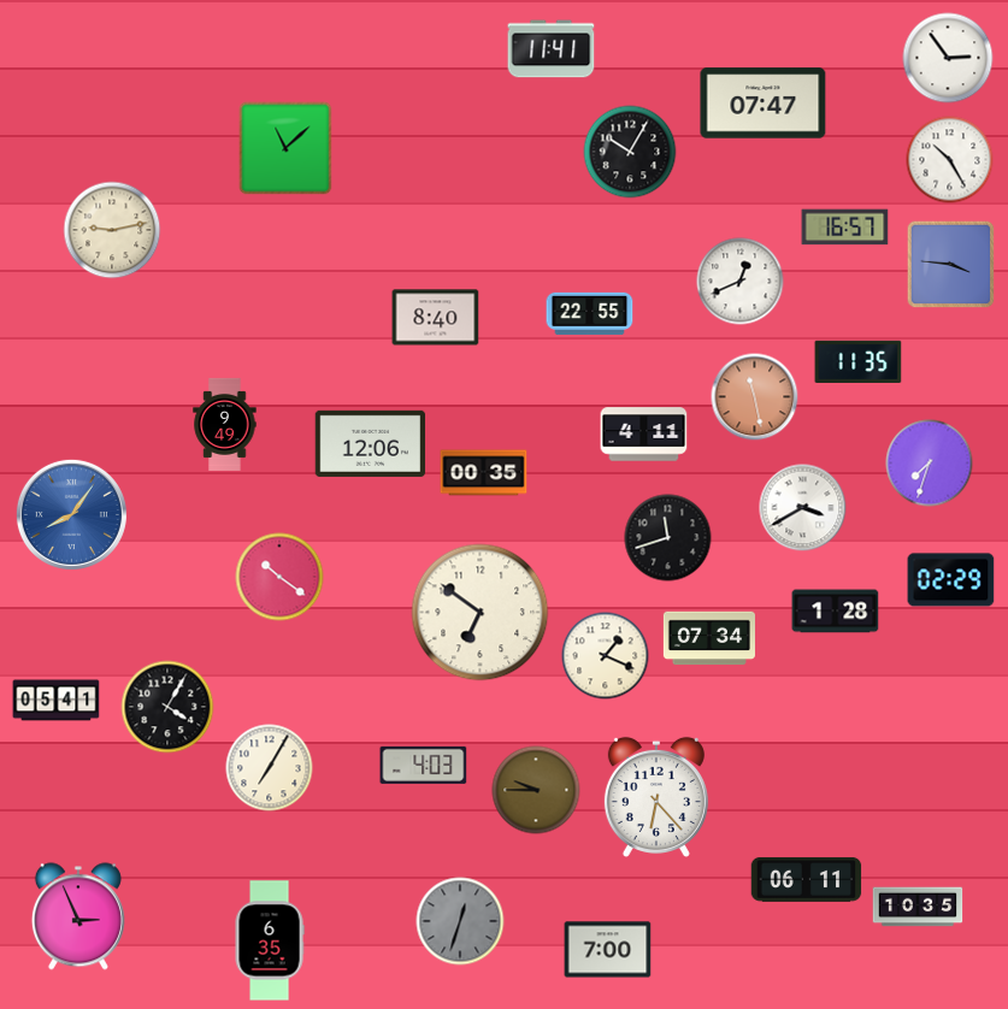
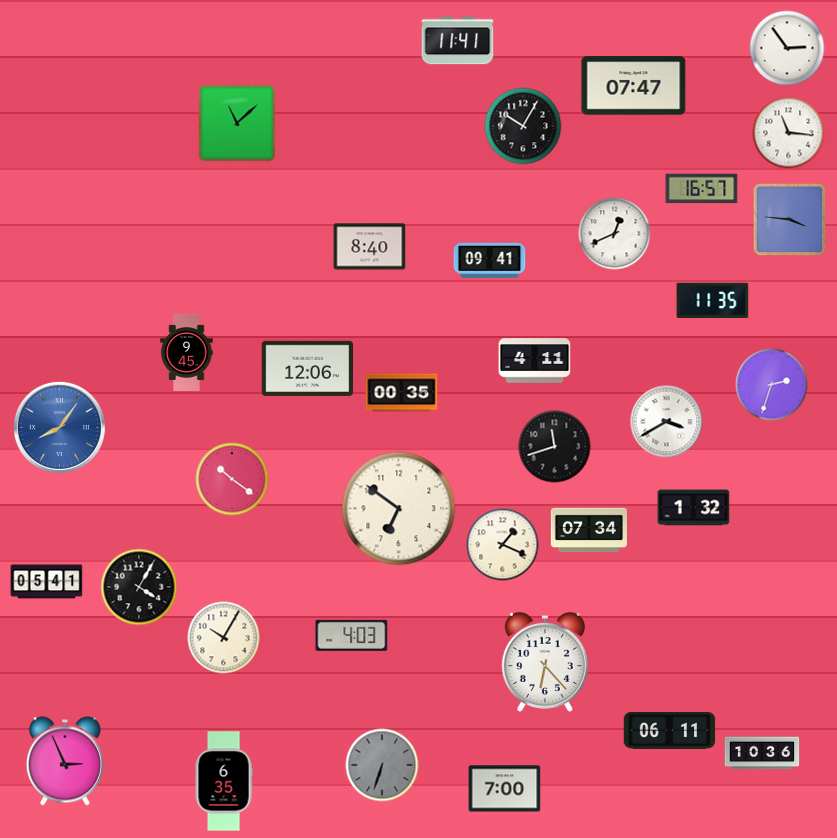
clock at (950, 160): 10:25 -> 11:16
clock at (112, 230): 9:13 -> none
clock at (590, 314): 22:55 -> 09:41
clock at (436, 318) position: (436, 318) -> (370, 247)
clock at (755, 397): 11:28 -> none
clock at (225, 424): 9:49 -> 9:45
clock at (930, 464): 7:33 -> 2:33
clock at (951, 580): 02:29 -> none
clock at (836, 612): 1:28 -> 1:32
clock at (270, 768): 7:05 -> 10:05
clock at (536, 790): 9:45 -> none
clock at (918, 907): 10:35 -> 10:36
clock at (460, 921): 12:33 -> 6:33
